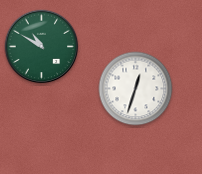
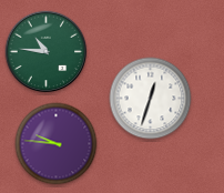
clock at (42, 47): 10:50 -> 10:46
clock at (57, 144): none -> 9:46
